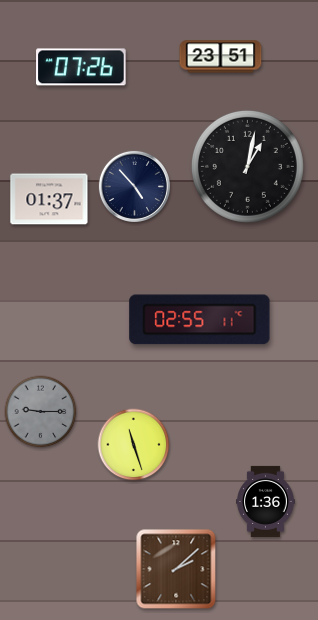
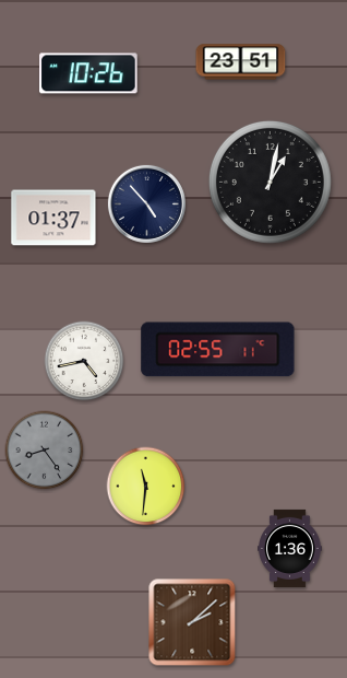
clock at (81, 67): 07:26 -> 10:26
clock at (84, 361): none -> 4:43
clock at (41, 412): 9:15 -> 8:24
clock at (134, 445): 11:27 -> 11:31
